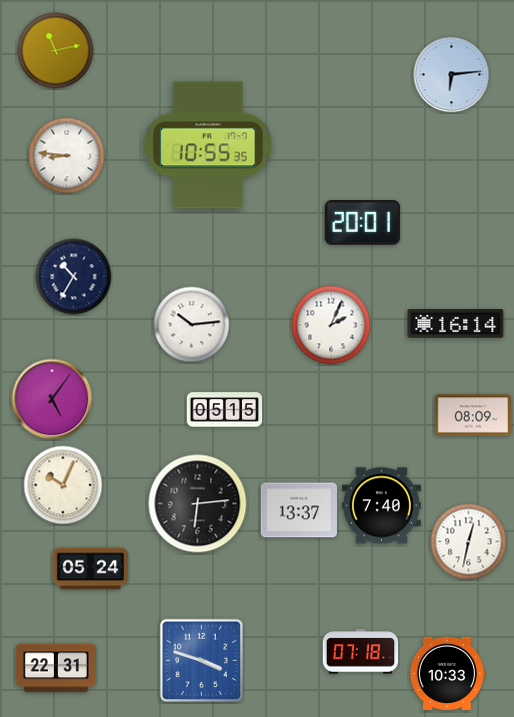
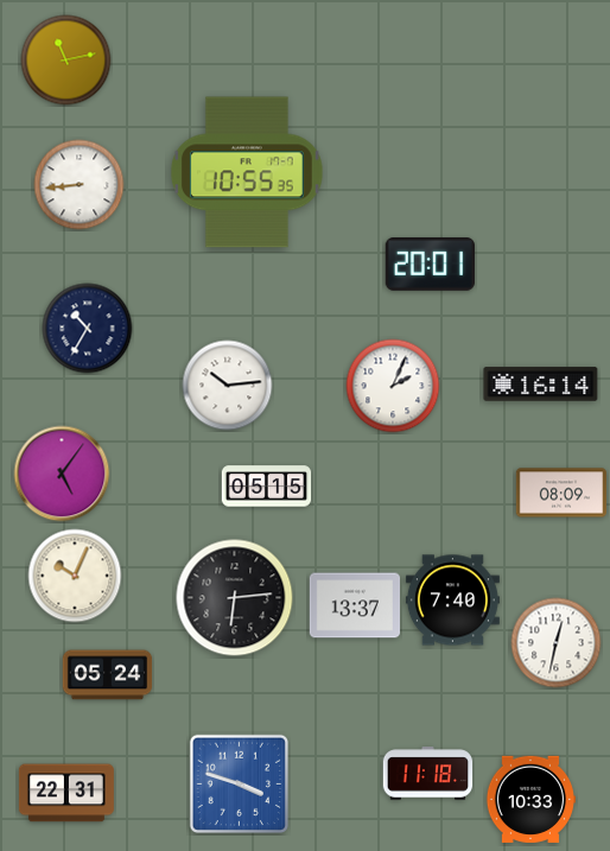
clock at (452, 75): 6:14 -> none
clock at (67, 156): 8:46 -> 8:44
clock at (361, 652): 07:18 -> 11:18
